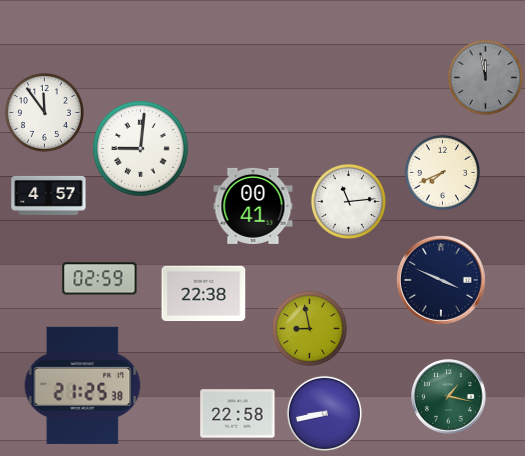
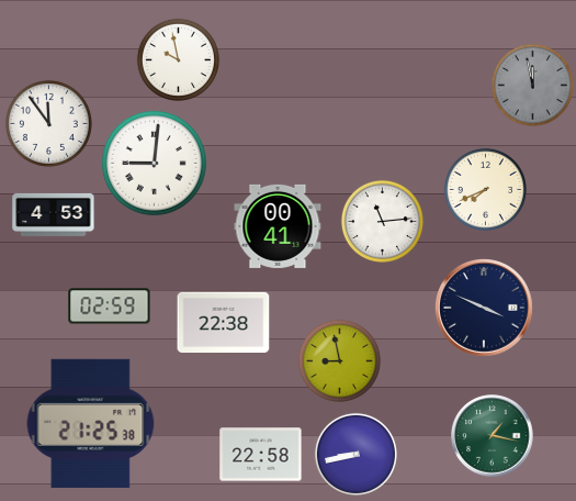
clock at (178, 59): none -> 9:58
clock at (49, 195): 4:57 -> 4:53
